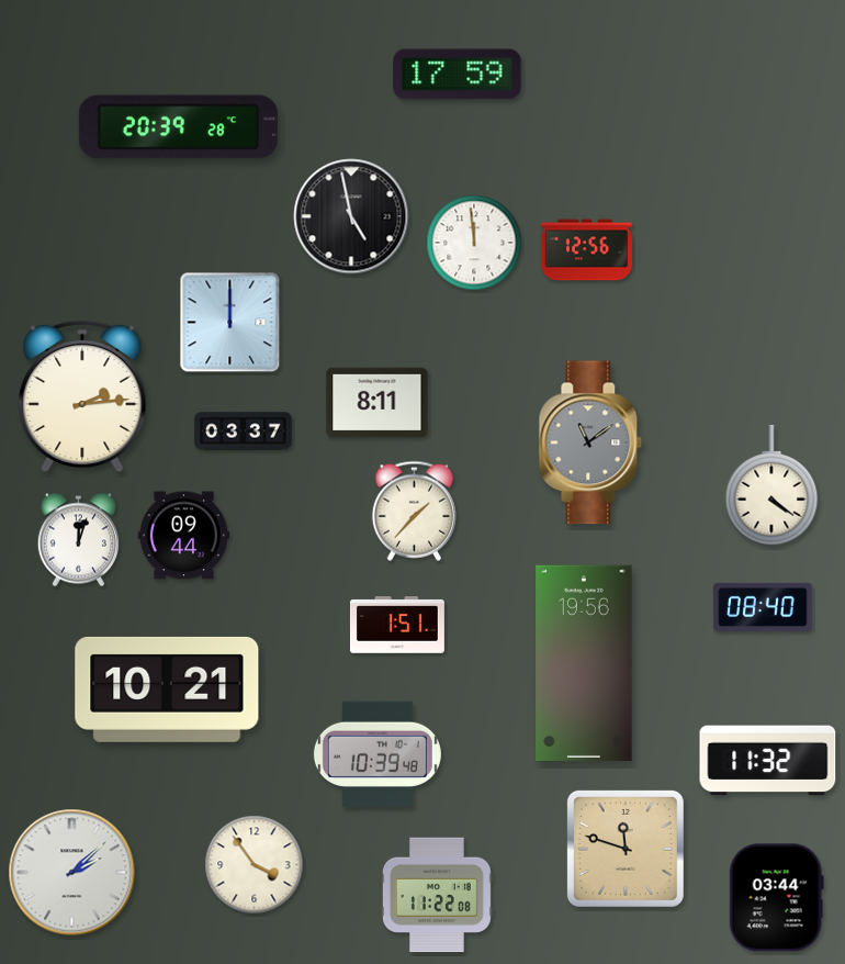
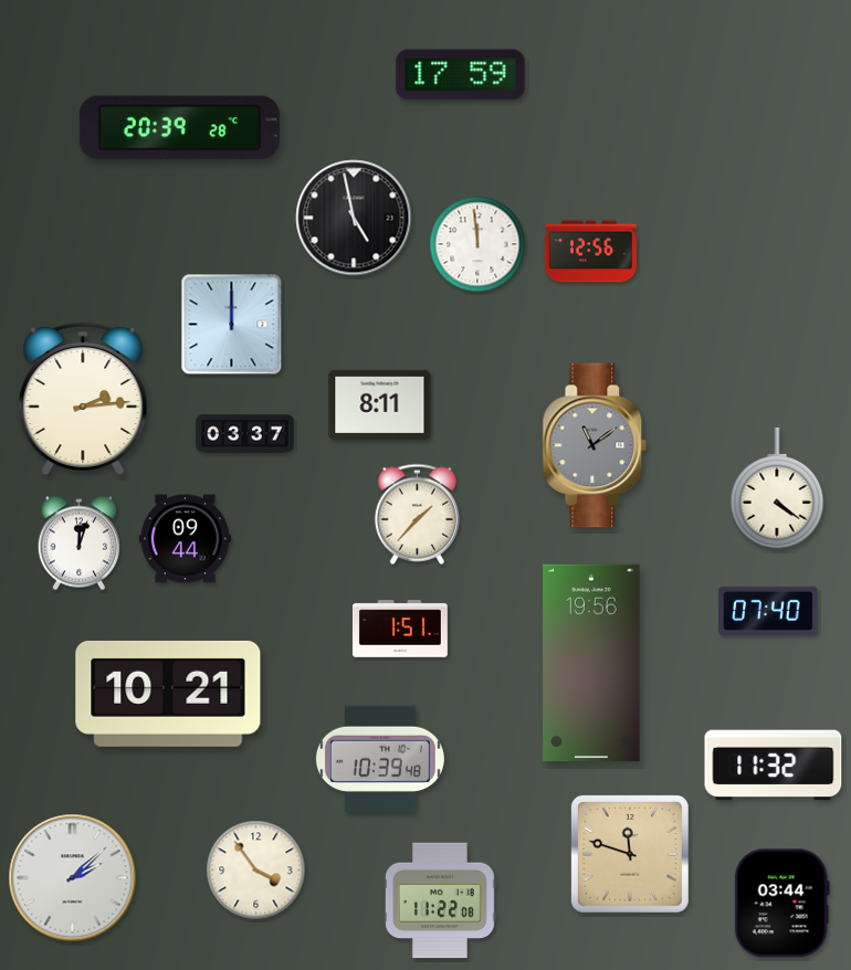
clock at (763, 607): 08:40 -> 07:40
clock at (584, 663) position: (584, 663) -> (591, 663)
